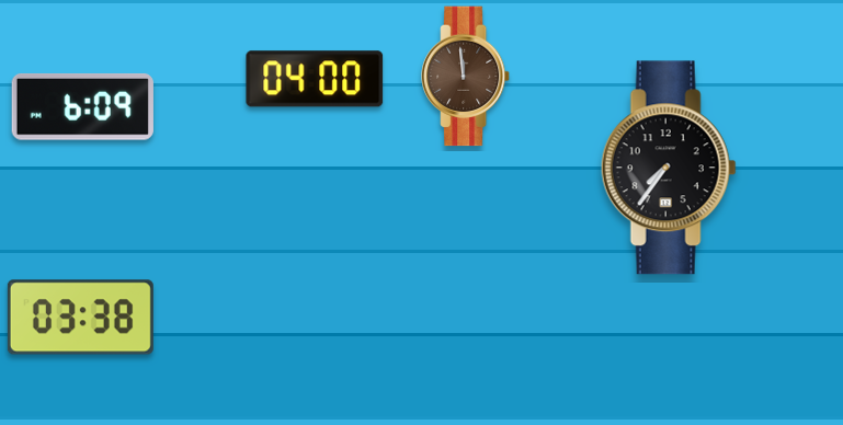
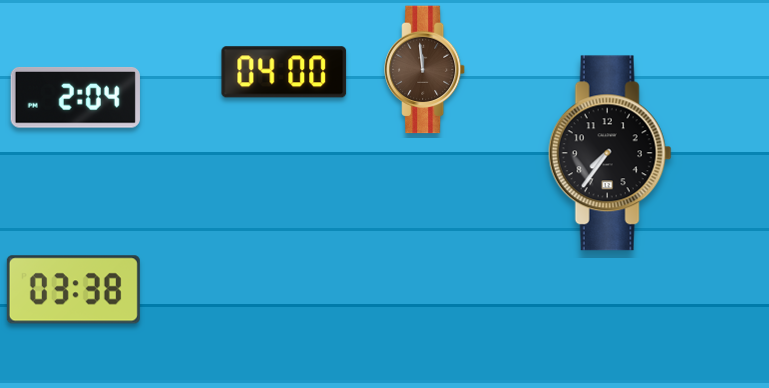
clock at (315, 79) position: (315, 79) -> (284, 72)
clock at (82, 107): 6:09 -> 2:04
